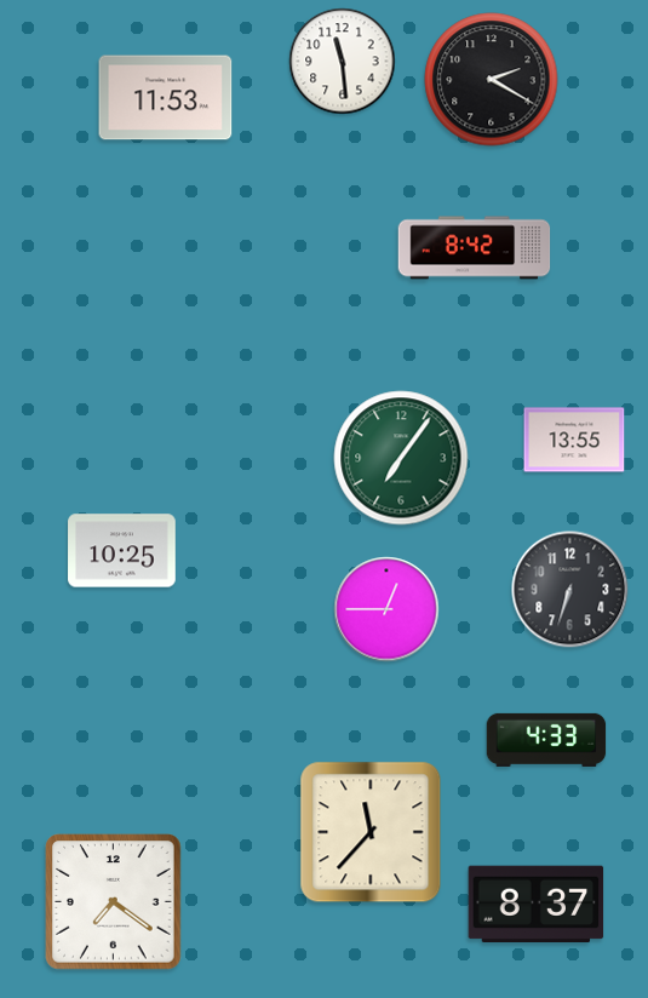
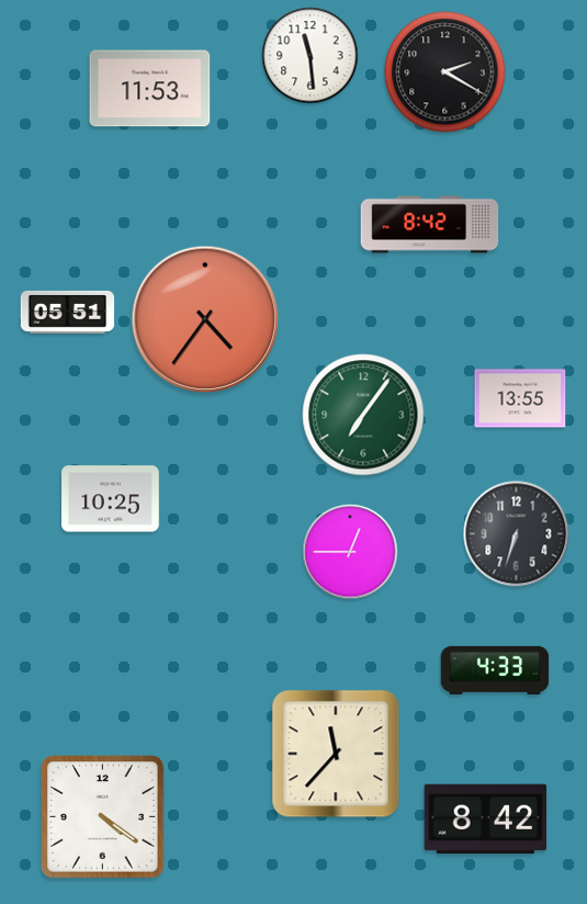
clock at (68, 312): none -> 05:51
clock at (205, 319): none -> 4:36
clock at (114, 902): 7:21 -> 4:21
clock at (537, 905): 8:37 -> 8:42
